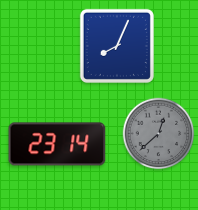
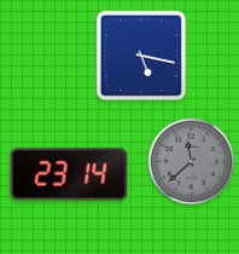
clock at (117, 46): 8:04 -> 5:17
clock at (159, 134): 12:38 -> 11:38
